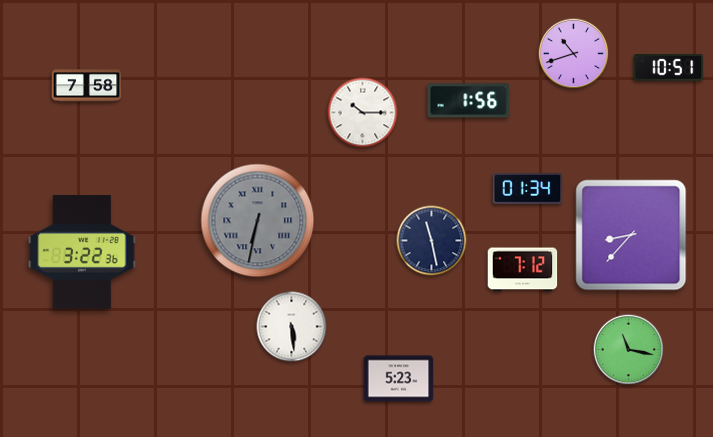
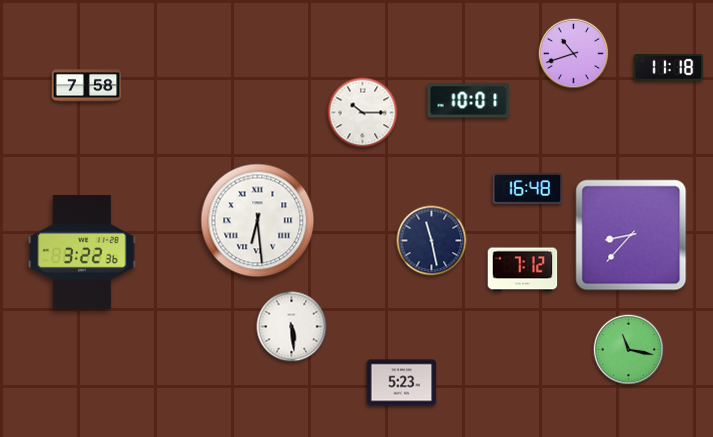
clock at (669, 68): 10:51 -> 11:18
clock at (469, 101): 1:56 -> 10:01
clock at (528, 189): 01:34 -> 16:48
clock at (258, 221): 6:32 -> 6:29
clock at (258, 221) dial: grey -> white
clock at (399, 379) position: (399, 379) -> (402, 383)
